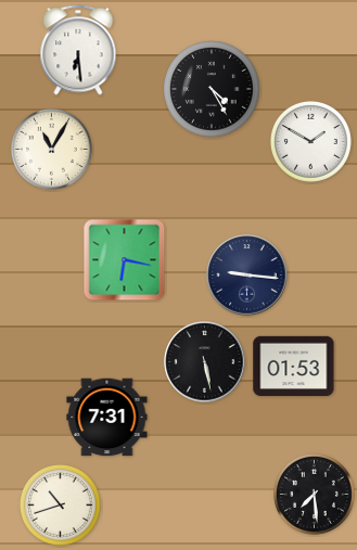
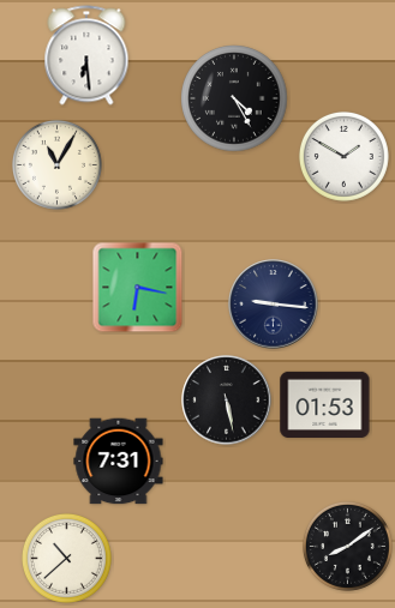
clock at (314, 494): 7:29 -> 8:09
clock at (60, 504): 10:42 -> 10:38
